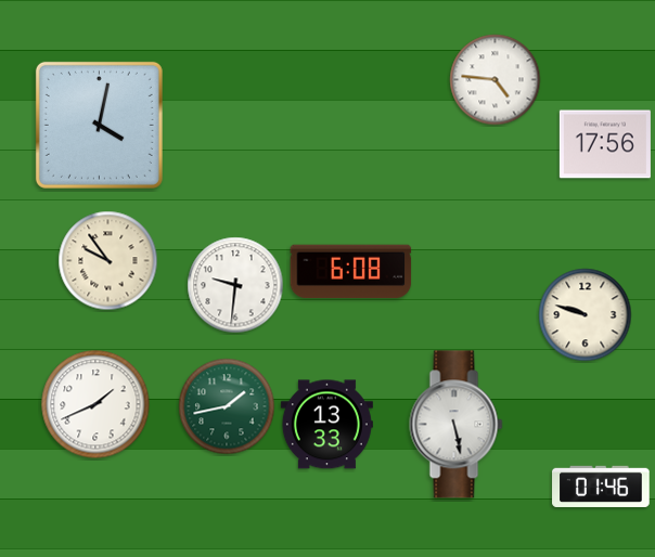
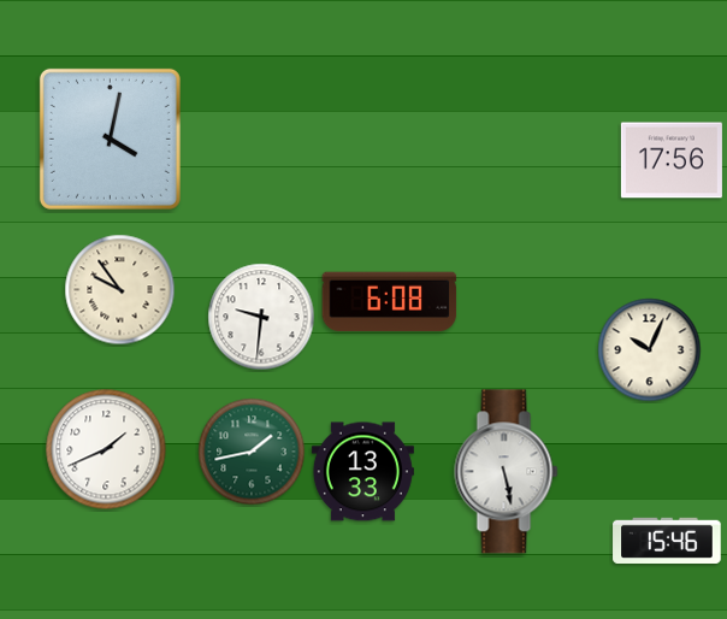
clock at (496, 80): 4:46 -> none
clock at (586, 315): 9:48 -> 10:04
clock at (601, 487): 01:46 -> 15:46
